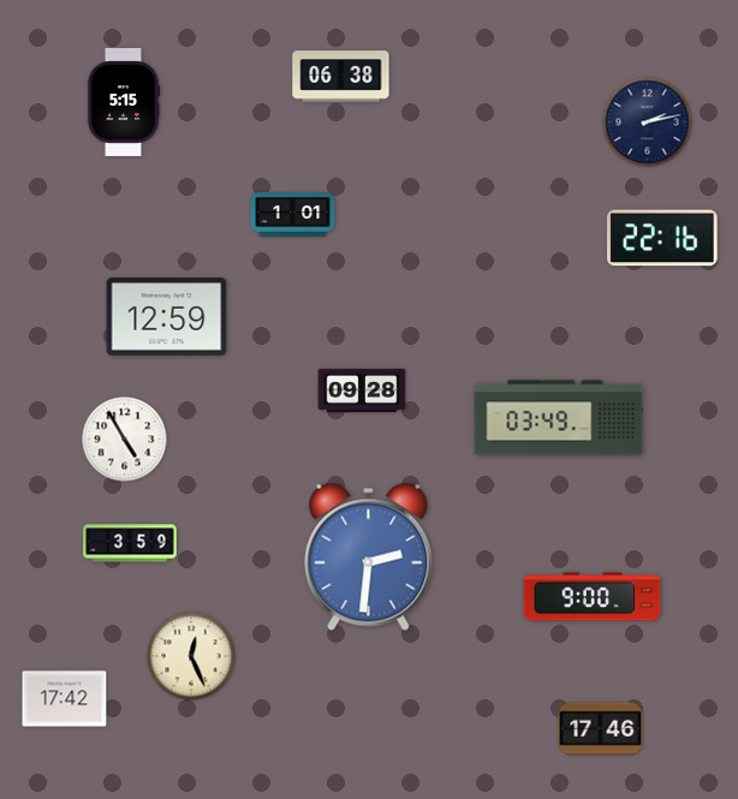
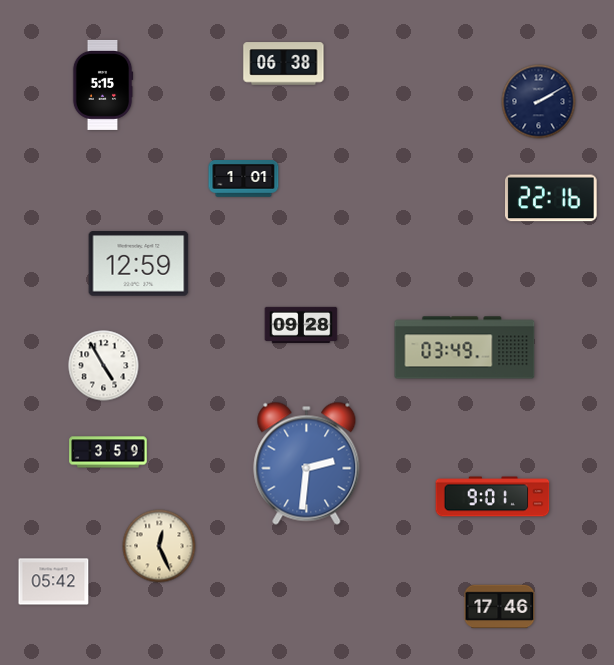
clock at (648, 123): 2:13 -> 2:10
clock at (593, 597): 9:00 -> 9:01
clock at (65, 699): 17:42 -> 05:42
